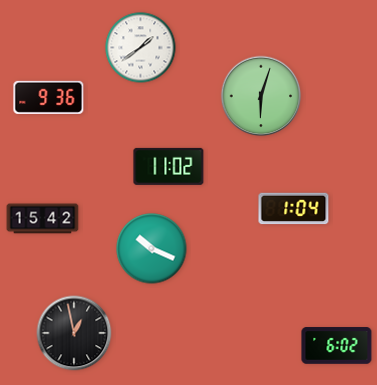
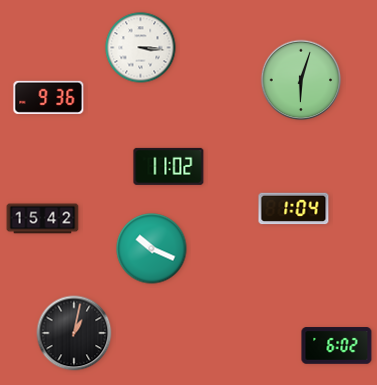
clock at (141, 48): 1:39 -> 3:16
clock at (261, 96) position: (261, 96) -> (301, 80)
clock at (74, 333): 12:58 -> 1:02
